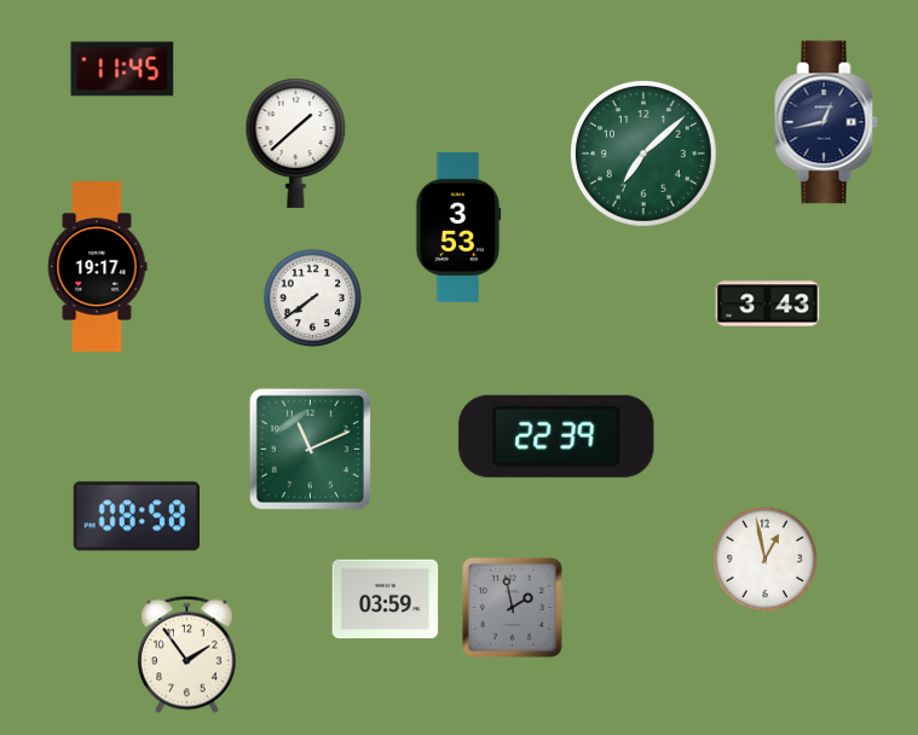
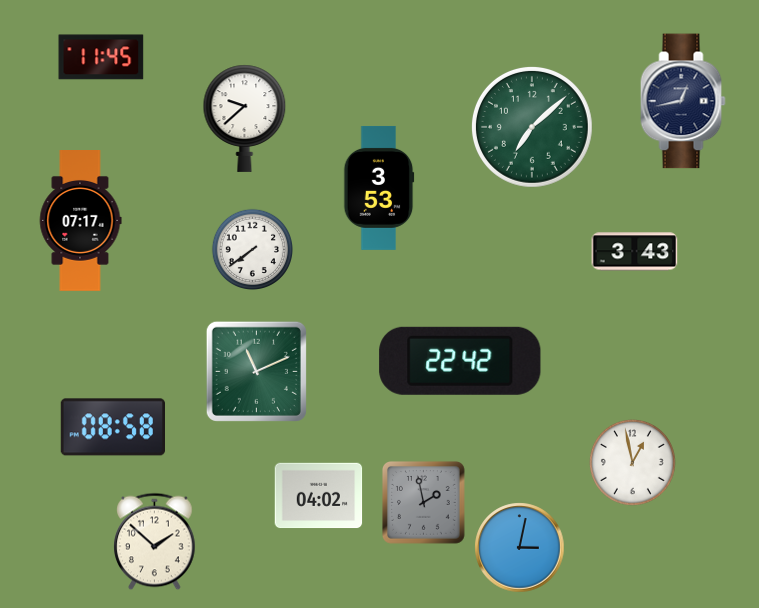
clock at (296, 143): 1:38 -> 9:38
clock at (97, 267): 19:17 -> 07:17
clock at (312, 297) position: (312, 297) -> (252, 249)
clock at (556, 436): 22:39 -> 22:42
clock at (386, 600): 03:59 -> 04:02
clock at (187, 655): 1:54 -> 1:52
clock at (520, 548): none -> 3:02
